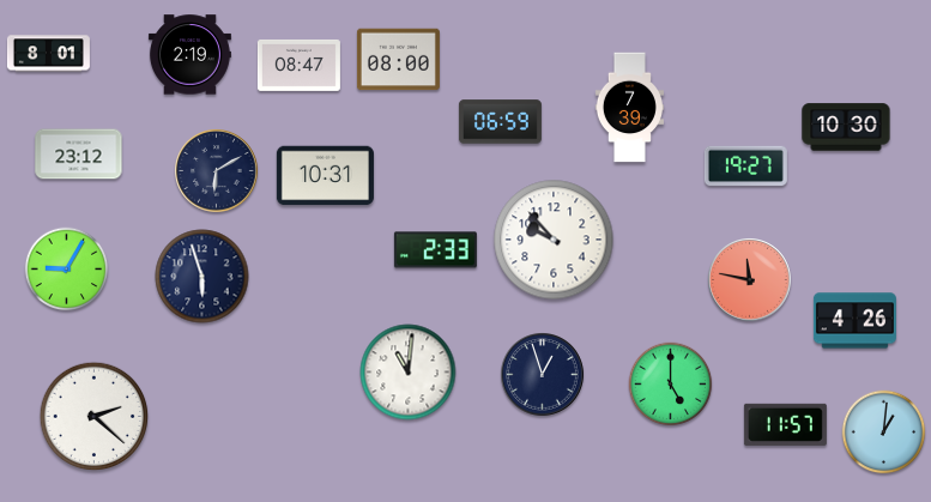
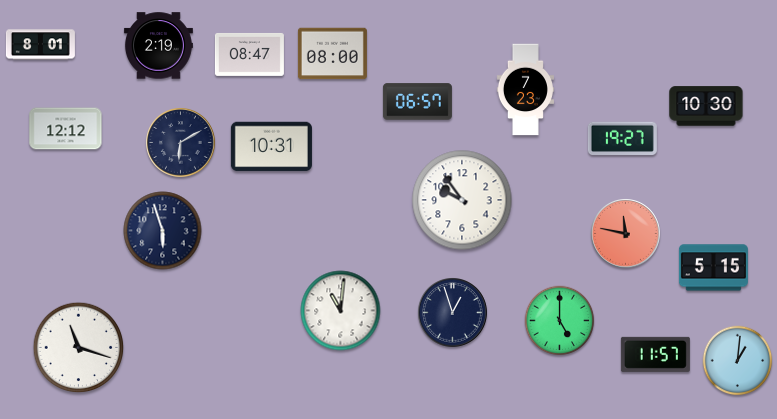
clock at (398, 60) position: (398, 60) -> (332, 54)
clock at (629, 108): 7:39 -> 7:23
clock at (500, 122): 06:59 -> 06:57
clock at (79, 155): 23:12 -> 12:12
clock at (554, 240): 9:53 -> 9:54
clock at (435, 250): 2:33 -> none
clock at (67, 270): 9:05 -> none
clock at (202, 277) position: (202, 277) -> (163, 231)
clock at (854, 321): 4:26 -> 5:15
clock at (95, 417): 2:22 -> 11:18
